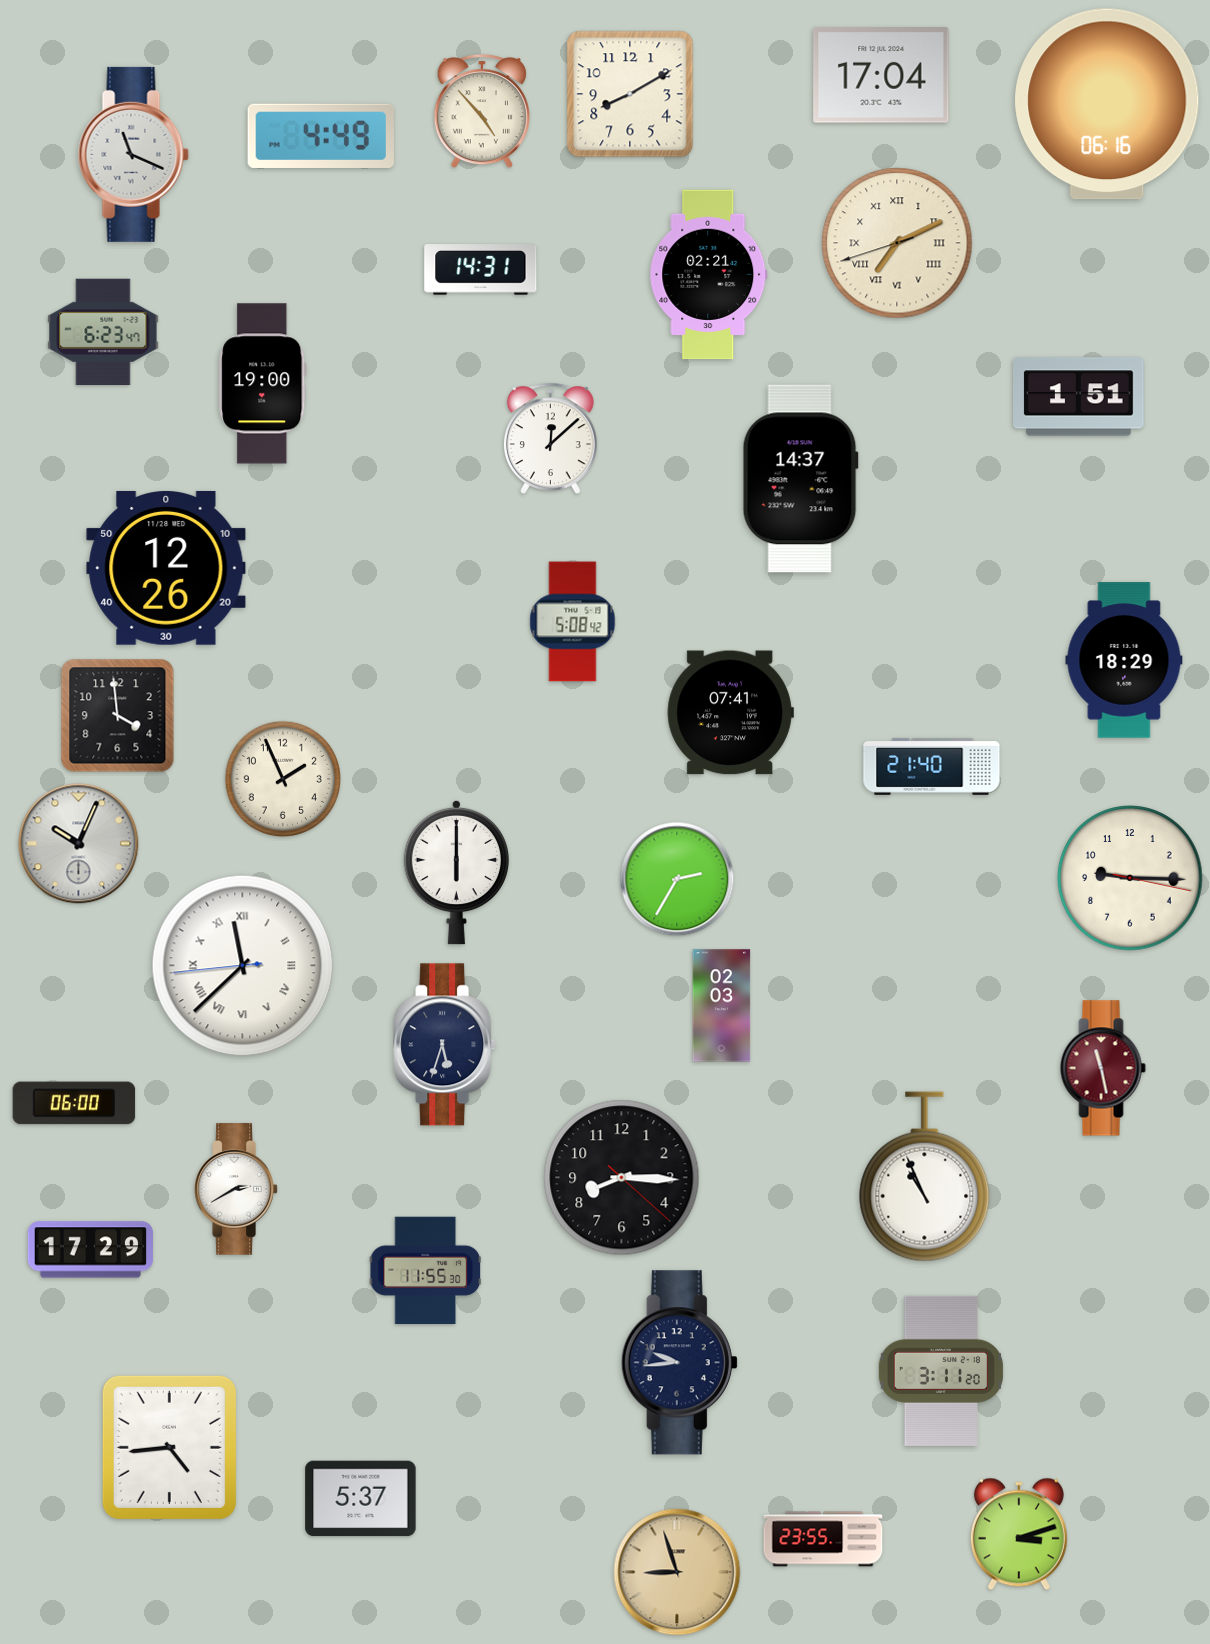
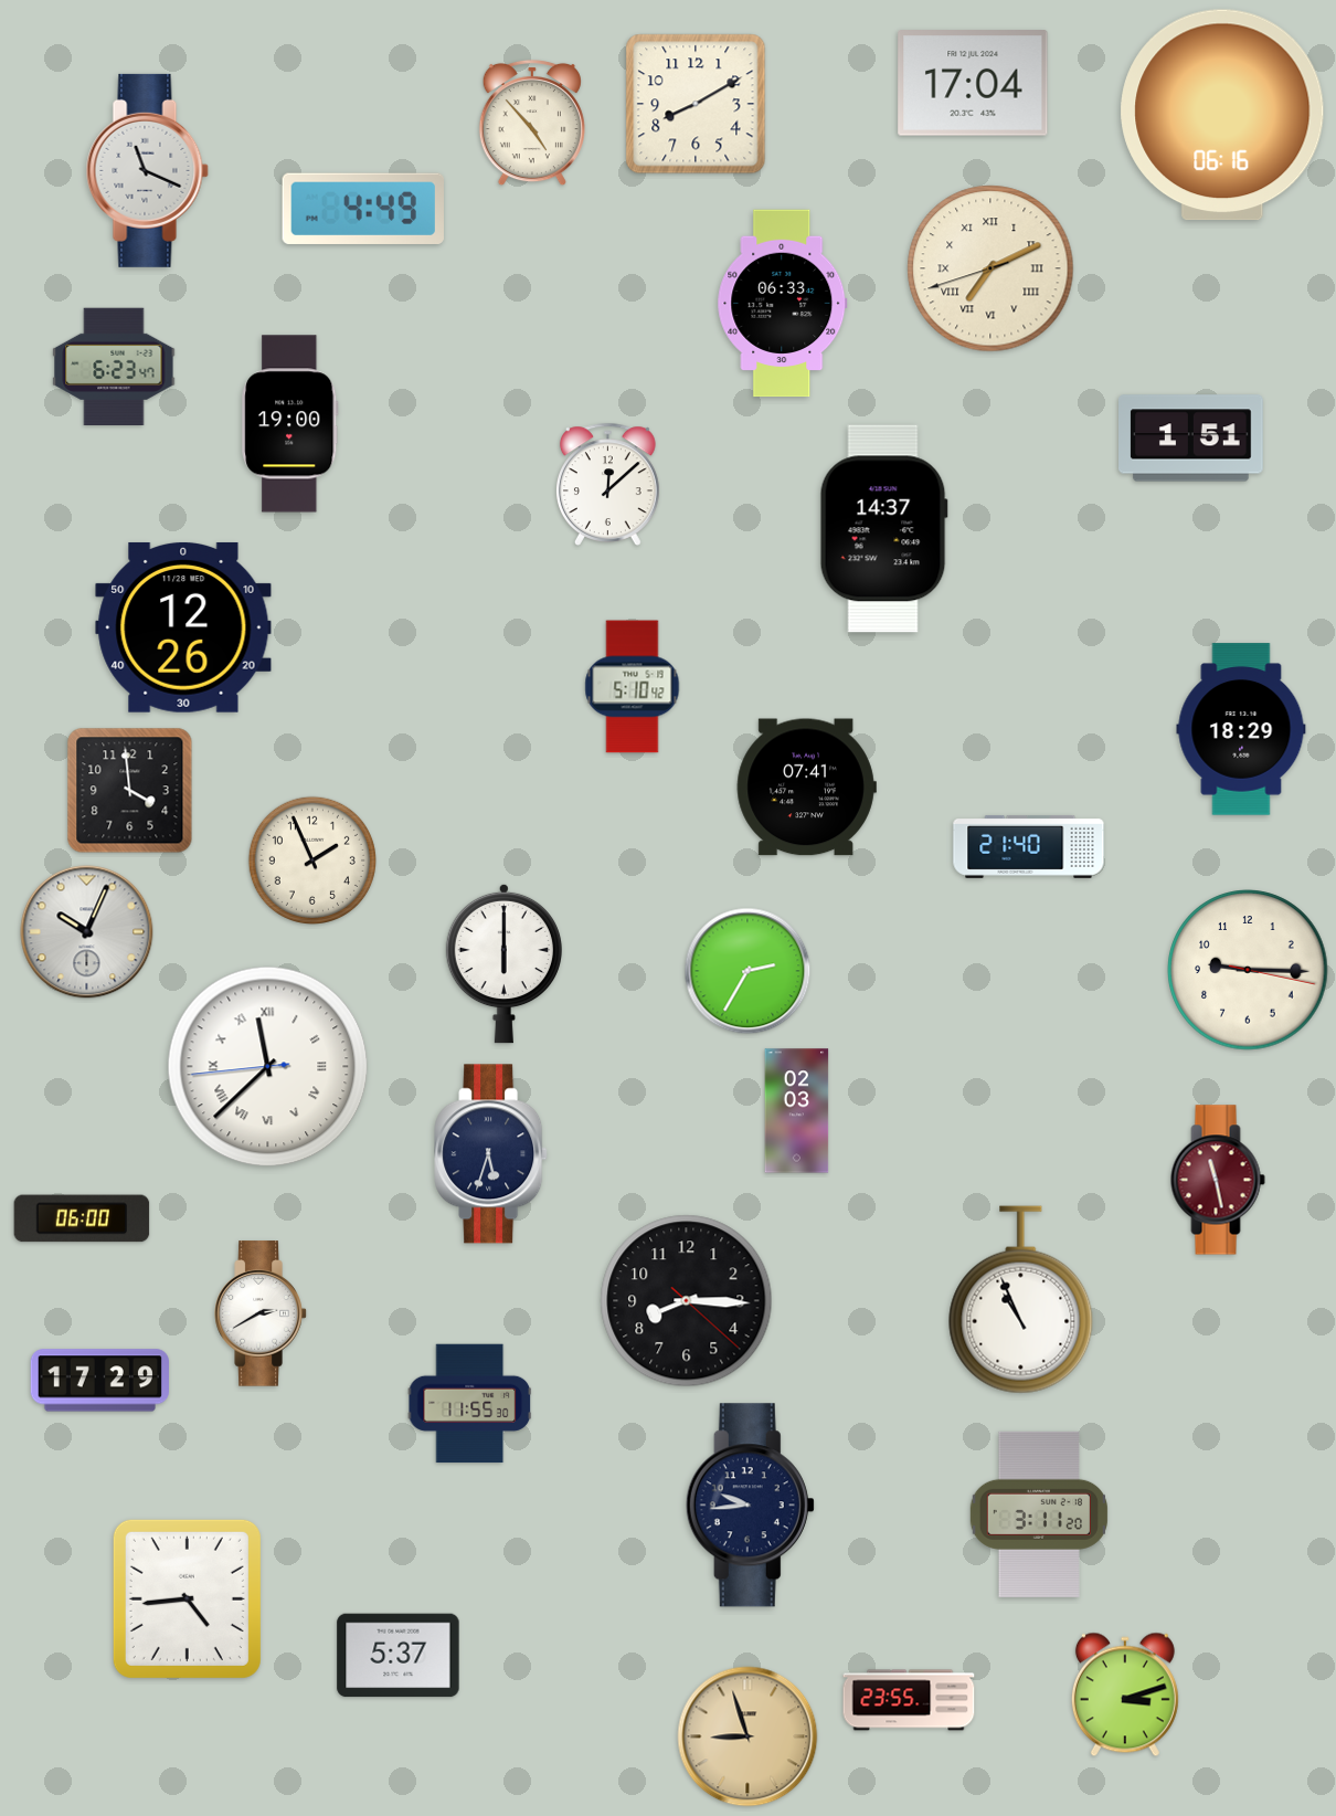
clock at (321, 136) position: (321, 136) -> (363, 209)
clock at (481, 270): 14:31 -> none
clock at (709, 275): 02:21 -> 06:33
clock at (573, 622): 5:08 -> 5:10
